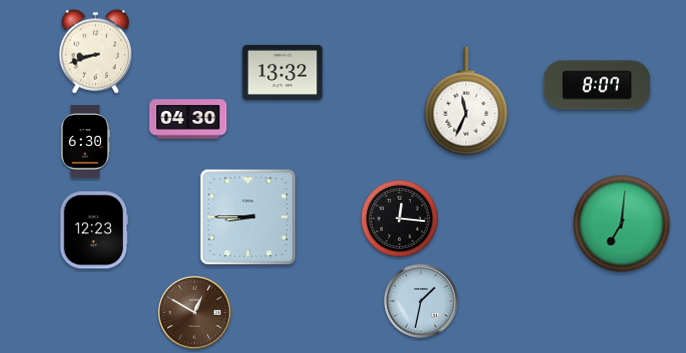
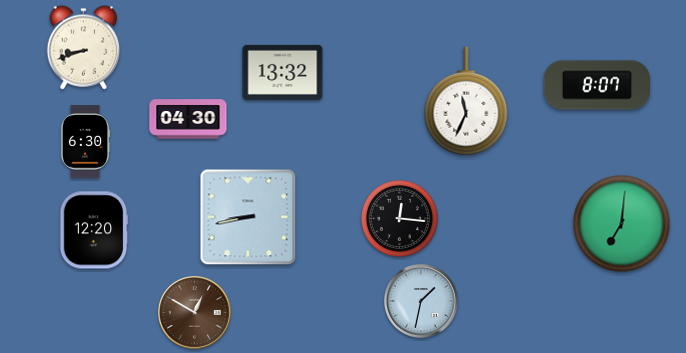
clock at (96, 52) position: (96, 52) -> (84, 48)
clock at (248, 217): 8:45 -> 8:43
clock at (94, 230): 12:23 -> 12:20
